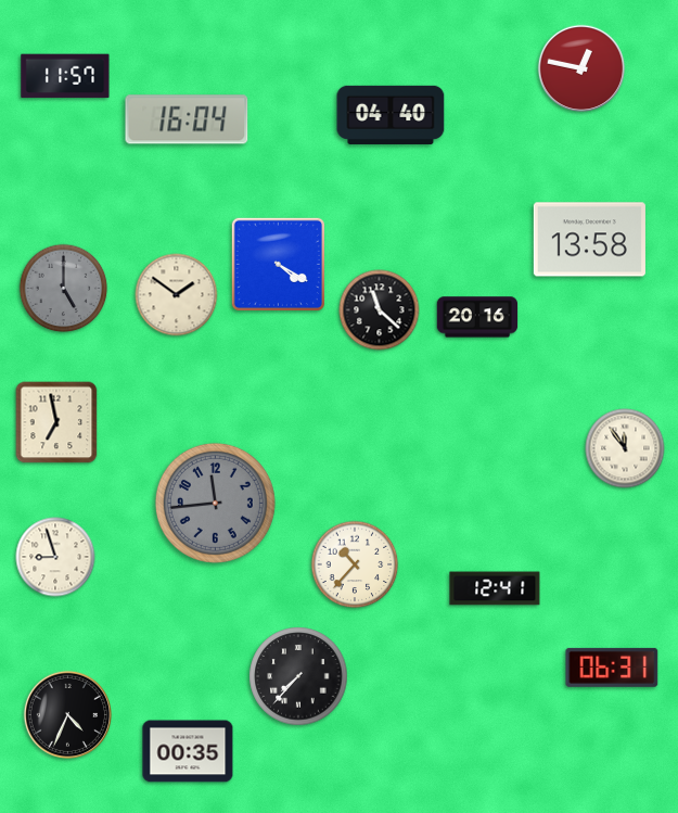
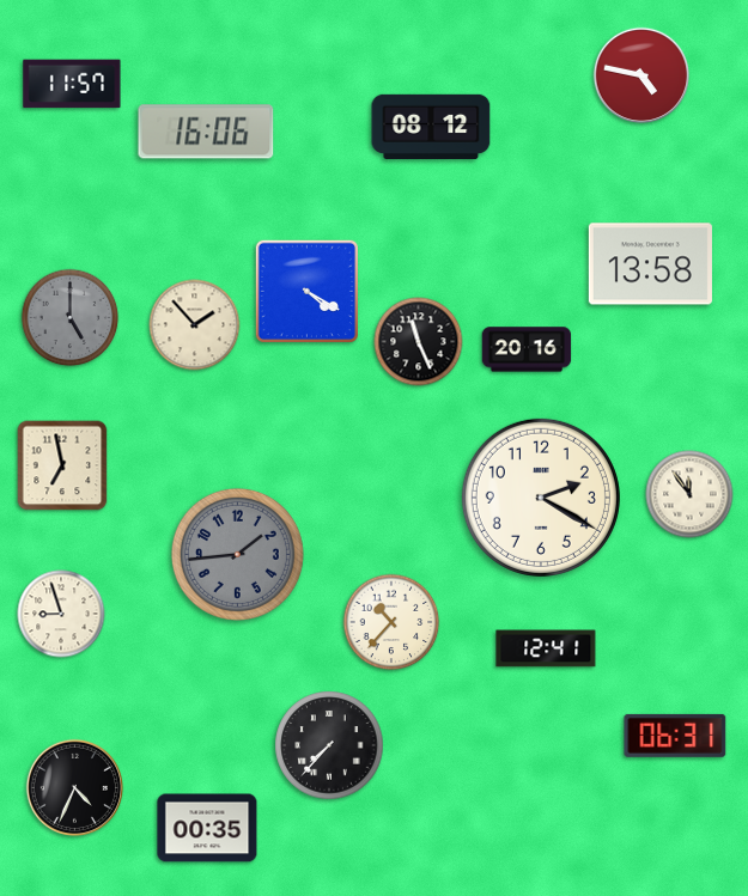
clock at (581, 68): 12:47 -> 4:47
clock at (391, 115): 04:40 -> 08:12
clock at (187, 119): 16:04 -> 16:06
clock at (177, 295): 1:51 -> 1:53
clock at (380, 310): 11:22 -> 11:26
clock at (541, 498): none -> 2:20
clock at (215, 503): 11:44 -> 1:44
